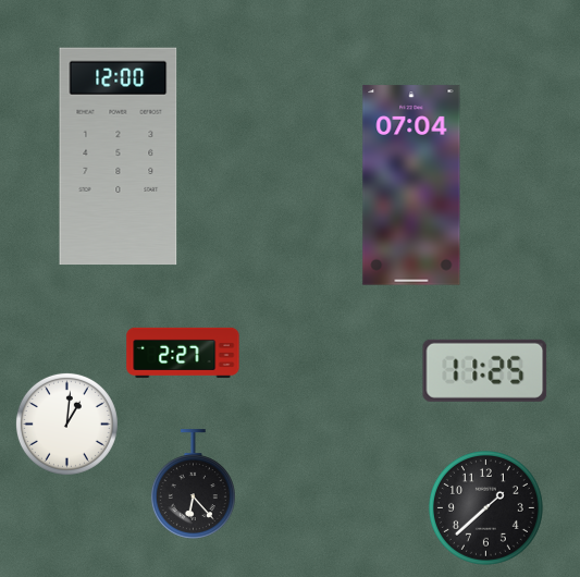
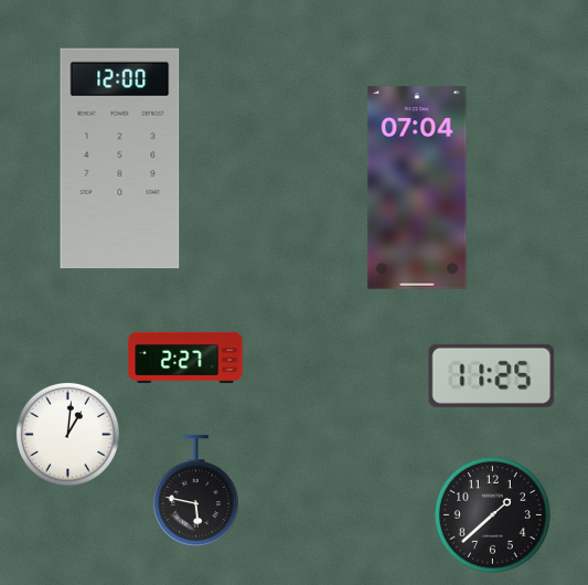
clock at (66, 423) position: (66, 423) -> (67, 434)
clock at (193, 484): 6:23 -> 5:47
